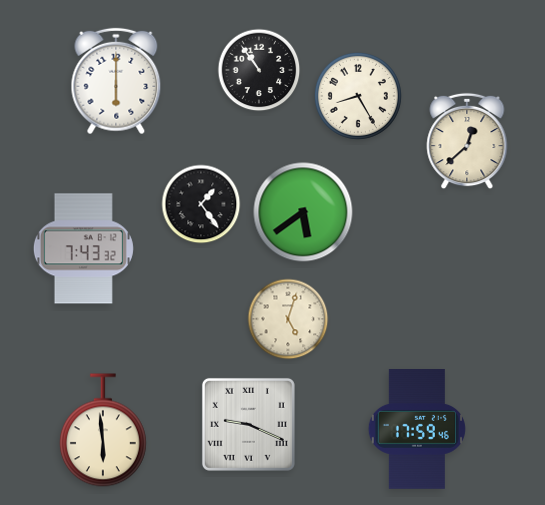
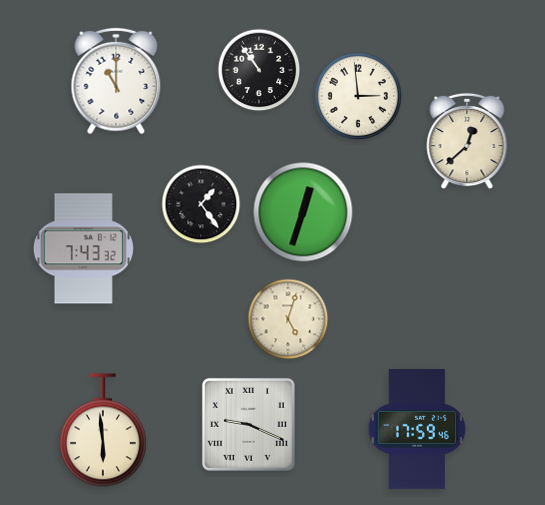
clock at (116, 81): 6:00 -> 11:00
clock at (358, 96): 8:25 -> 2:59
clock at (303, 212): 5:39 -> 12:33
